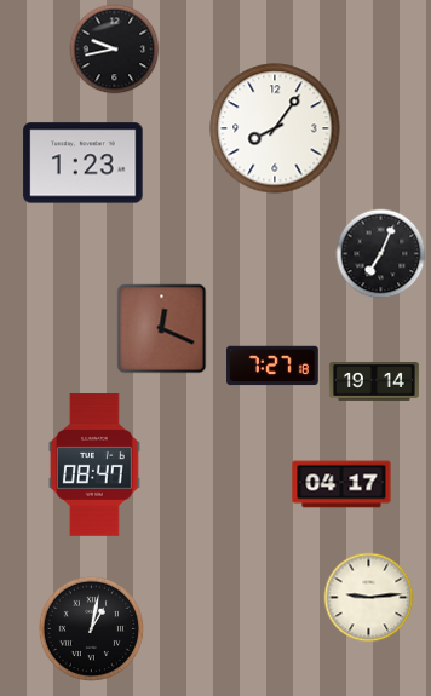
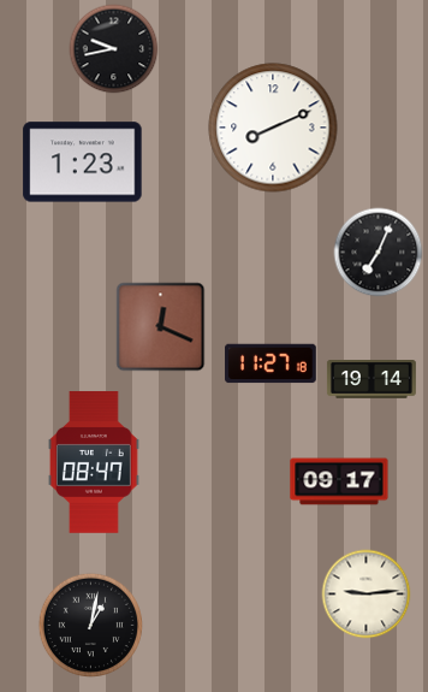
clock at (275, 128): 8:06 -> 8:11
clock at (272, 366): 7:27 -> 11:27
clock at (341, 484): 04:17 -> 09:17
